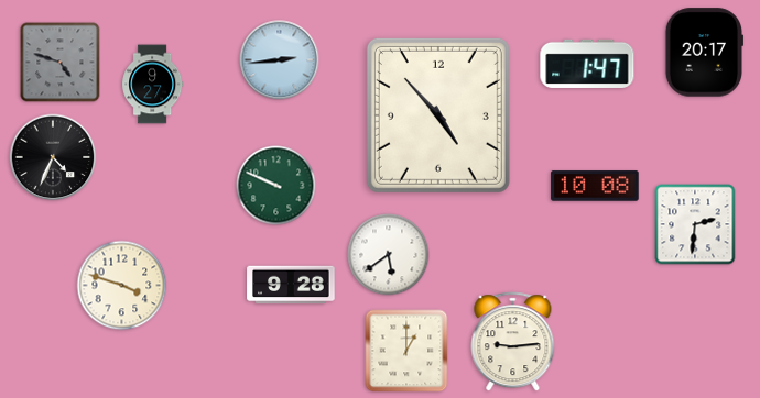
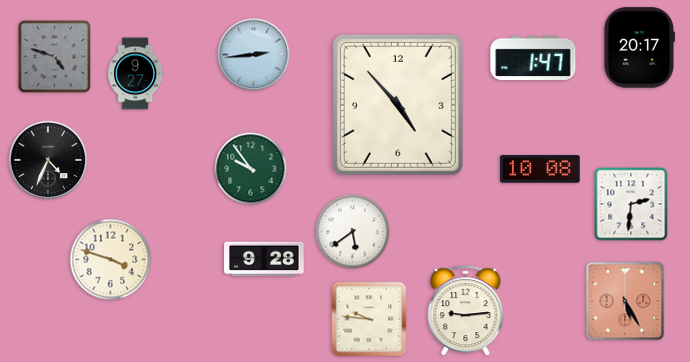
clock at (153, 85) position: (153, 85) -> (136, 74)
clock at (53, 157) position: (53, 157) -> (48, 160)
clock at (276, 186): 9:49 -> 9:54
clock at (625, 301): none -> 5:25
clock at (406, 351): 1:00 -> 9:46
